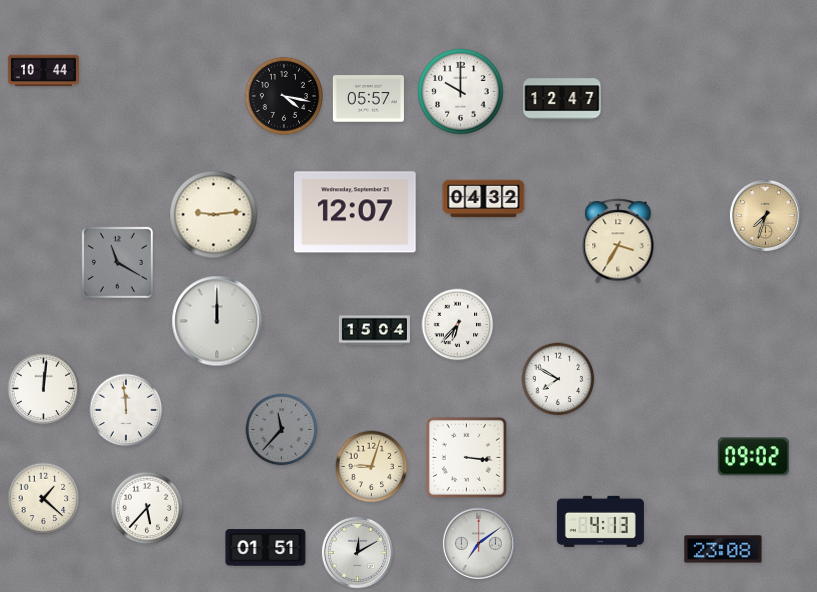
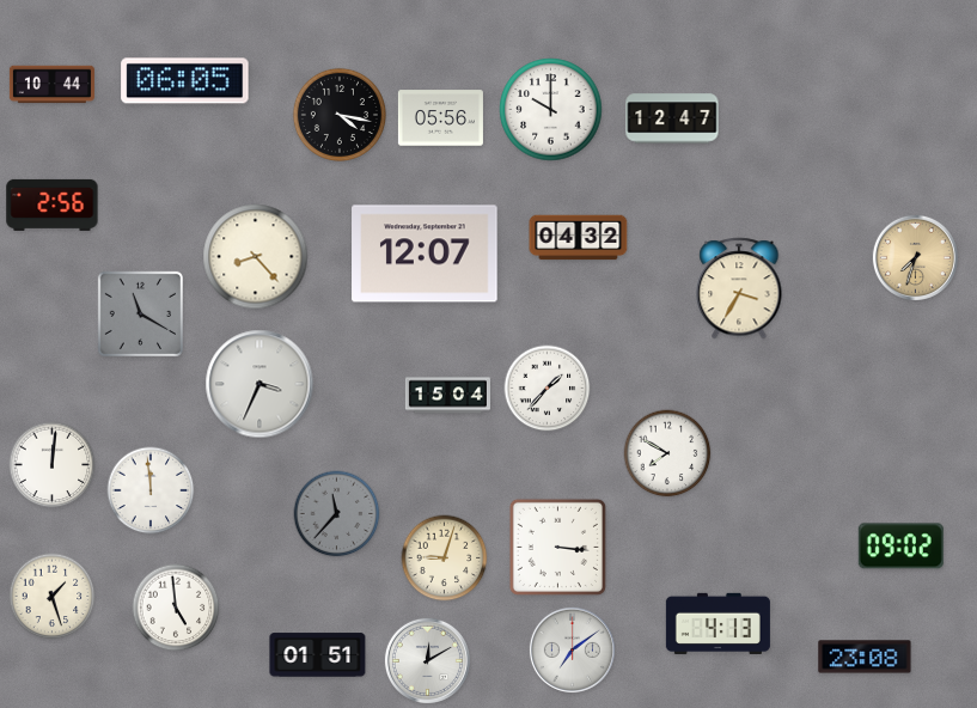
clock at (185, 81): none -> 06:05
clock at (368, 99): 05:57 -> 05:56
clock at (53, 205): none -> 2:56
clock at (214, 215): 9:14 -> 8:23
clock at (217, 321): 12:00 -> 3:34
clock at (458, 325): 6:37 -> 1:37
clock at (44, 499): 1:22 -> 1:27
clock at (147, 508): 5:37 -> 4:59
